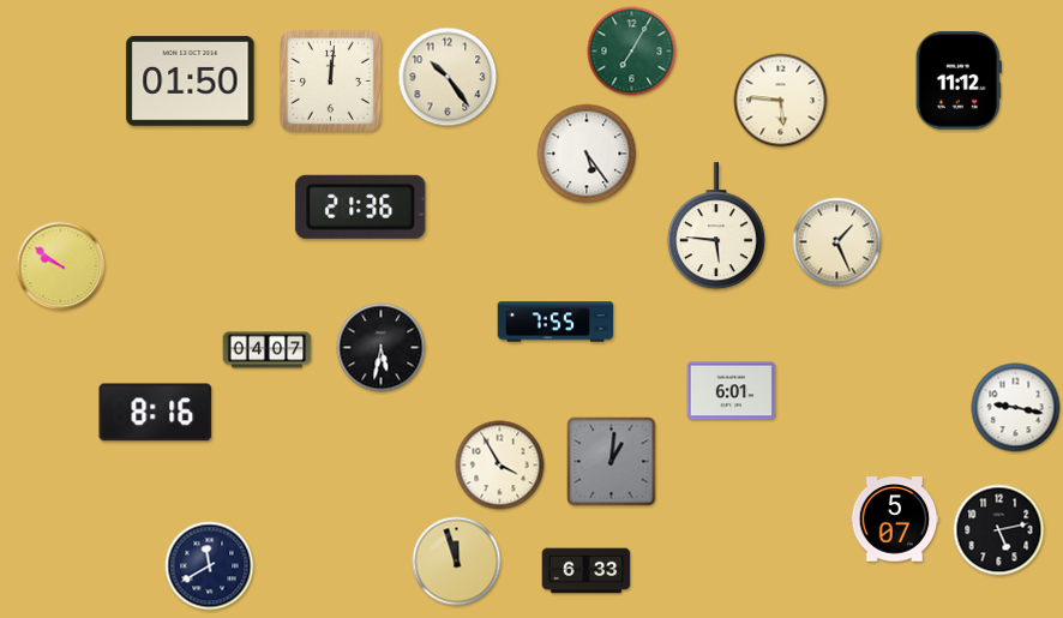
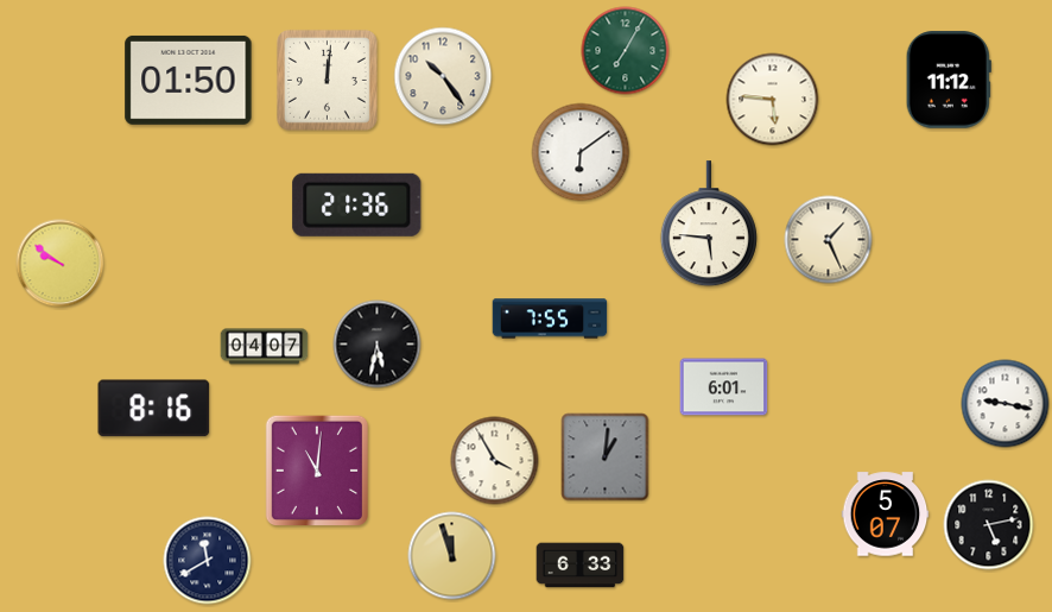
clock at (587, 154): 5:24 -> 6:09
clock at (316, 469): none -> 11:01
